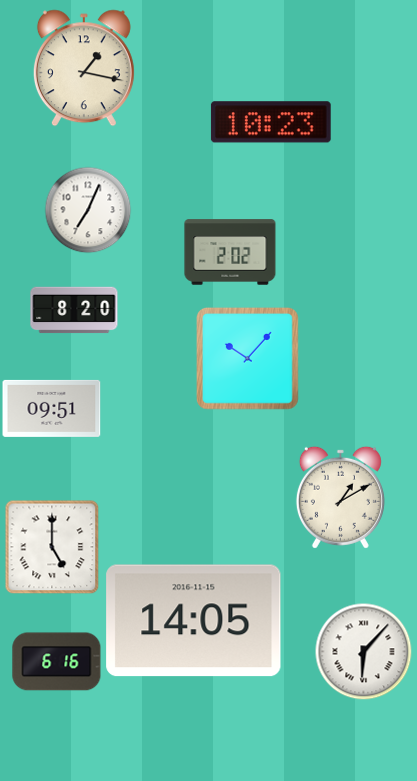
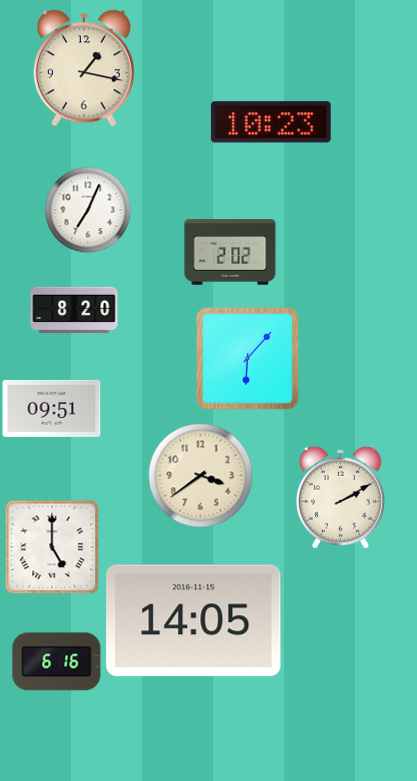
clock at (248, 359): 10:07 -> 6:07
clock at (201, 476): none -> 3:39
clock at (340, 497): 1:10 -> 2:10
clock at (363, 651): 6:07 -> none
